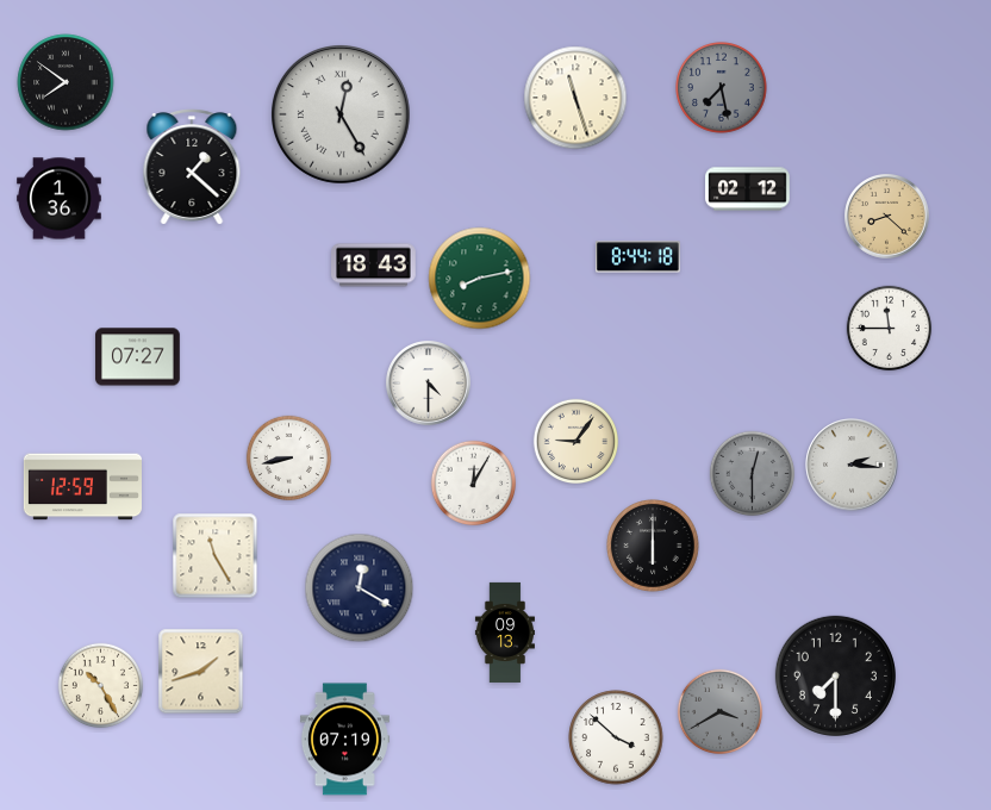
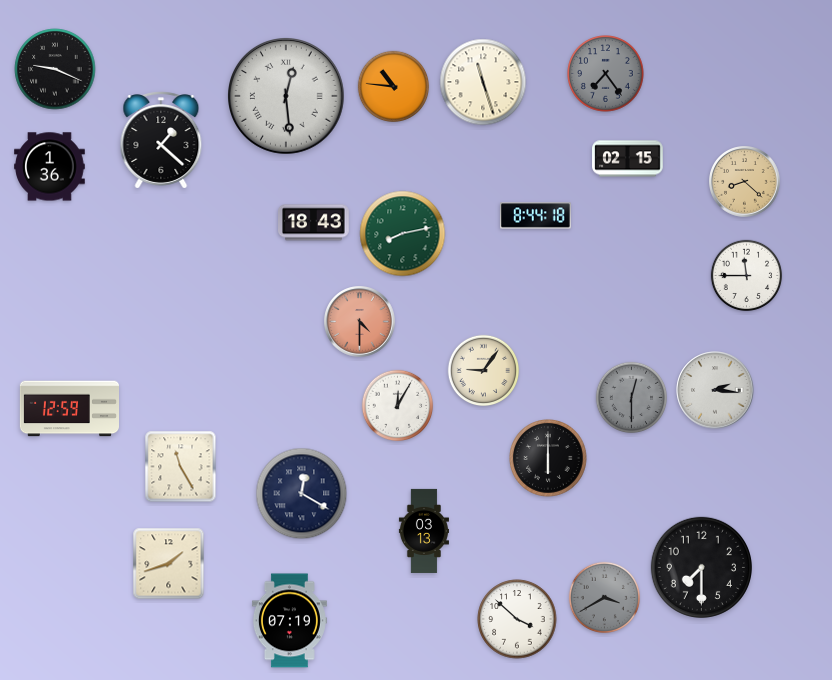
clock at (66, 82): 7:51 -> 9:19
clock at (722, 88): 7:28 -> 7:24
clock at (394, 87): none -> 10:46
clock at (342, 116): 12:25 -> 12:29
clock at (748, 189): 02:12 -> 02:15
clock at (138, 357): 07:27 -> none
clock at (429, 384) dial: white -> salmon
clock at (289, 459): 8:43 -> none
clock at (505, 633): 09:13 -> 03:13
clock at (101, 686): 10:25 -> none
